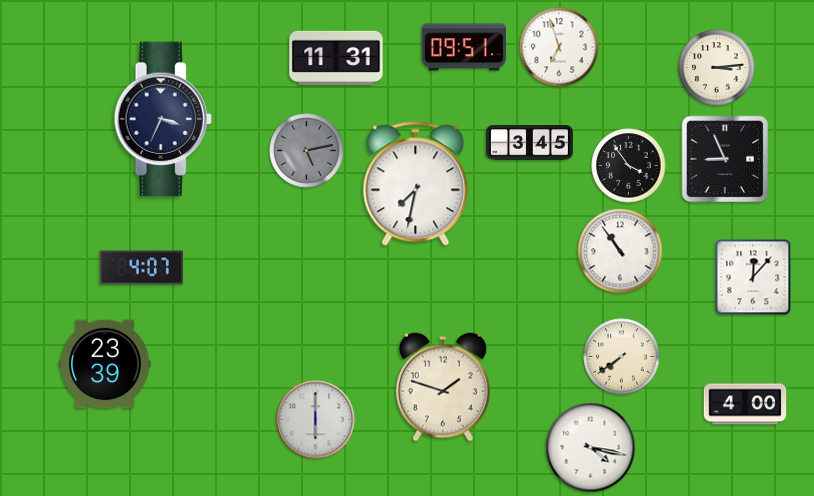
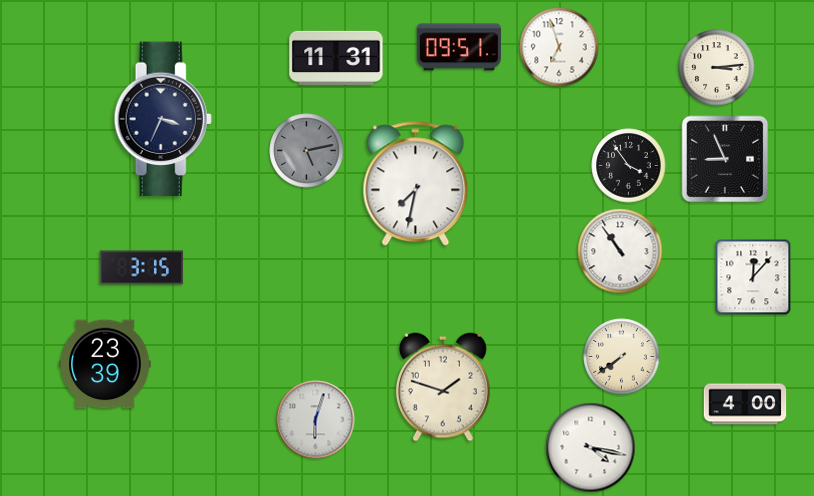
clock at (464, 47) position: (464, 47) -> (459, 47)
clock at (529, 143): 3:45 -> none
clock at (142, 268): 4:07 -> 3:15
clock at (316, 420): 6:00 -> 6:03
